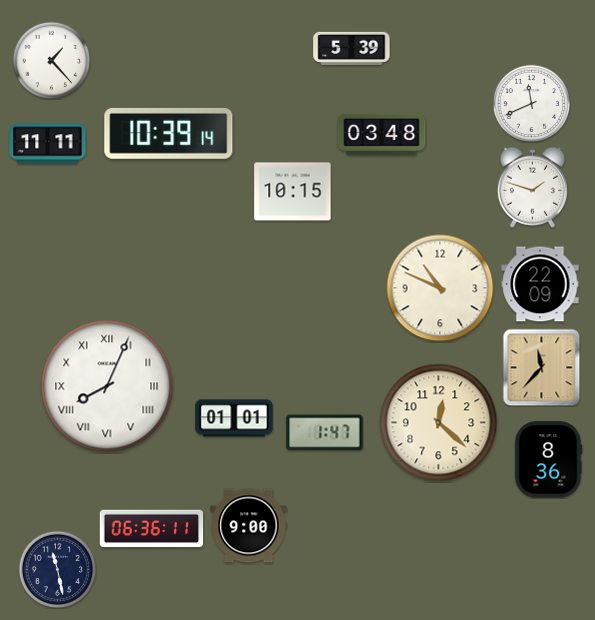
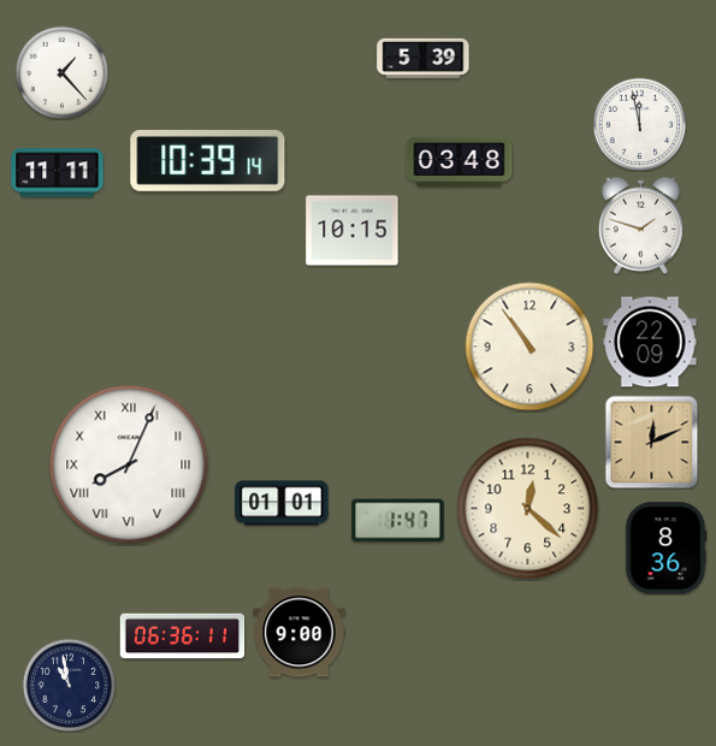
clock at (531, 103): 11:41 -> 11:58
clock at (169, 133) position: (169, 133) -> (208, 160)
clock at (440, 288): 10:49 -> 10:54
clock at (541, 367): 11:37 -> 12:11
clock at (325, 433) position: (325, 433) -> (398, 521)
clock at (548, 460) position: (548, 460) -> (665, 549)
clock at (57, 569): 11:28 -> 10:58
